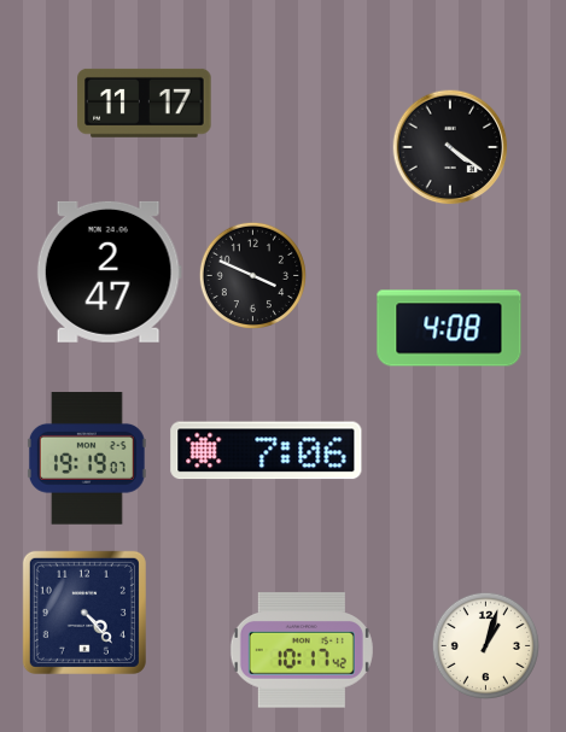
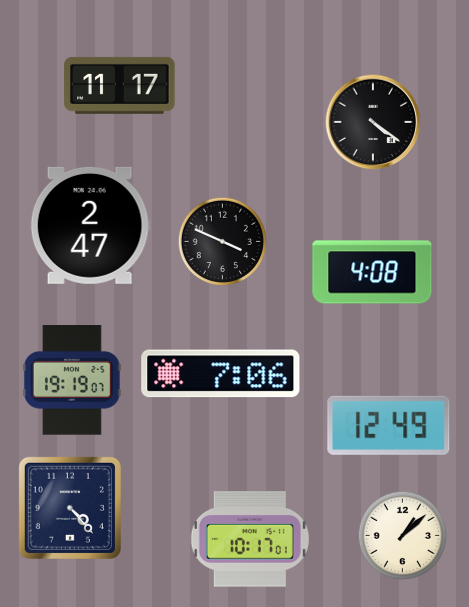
clock at (252, 275) position: (252, 275) -> (222, 241)
clock at (389, 425): none -> 12:49
clock at (485, 645): 1:03 -> 1:08
clock at (302, 650): 10:17:42 -> 10:17:01
